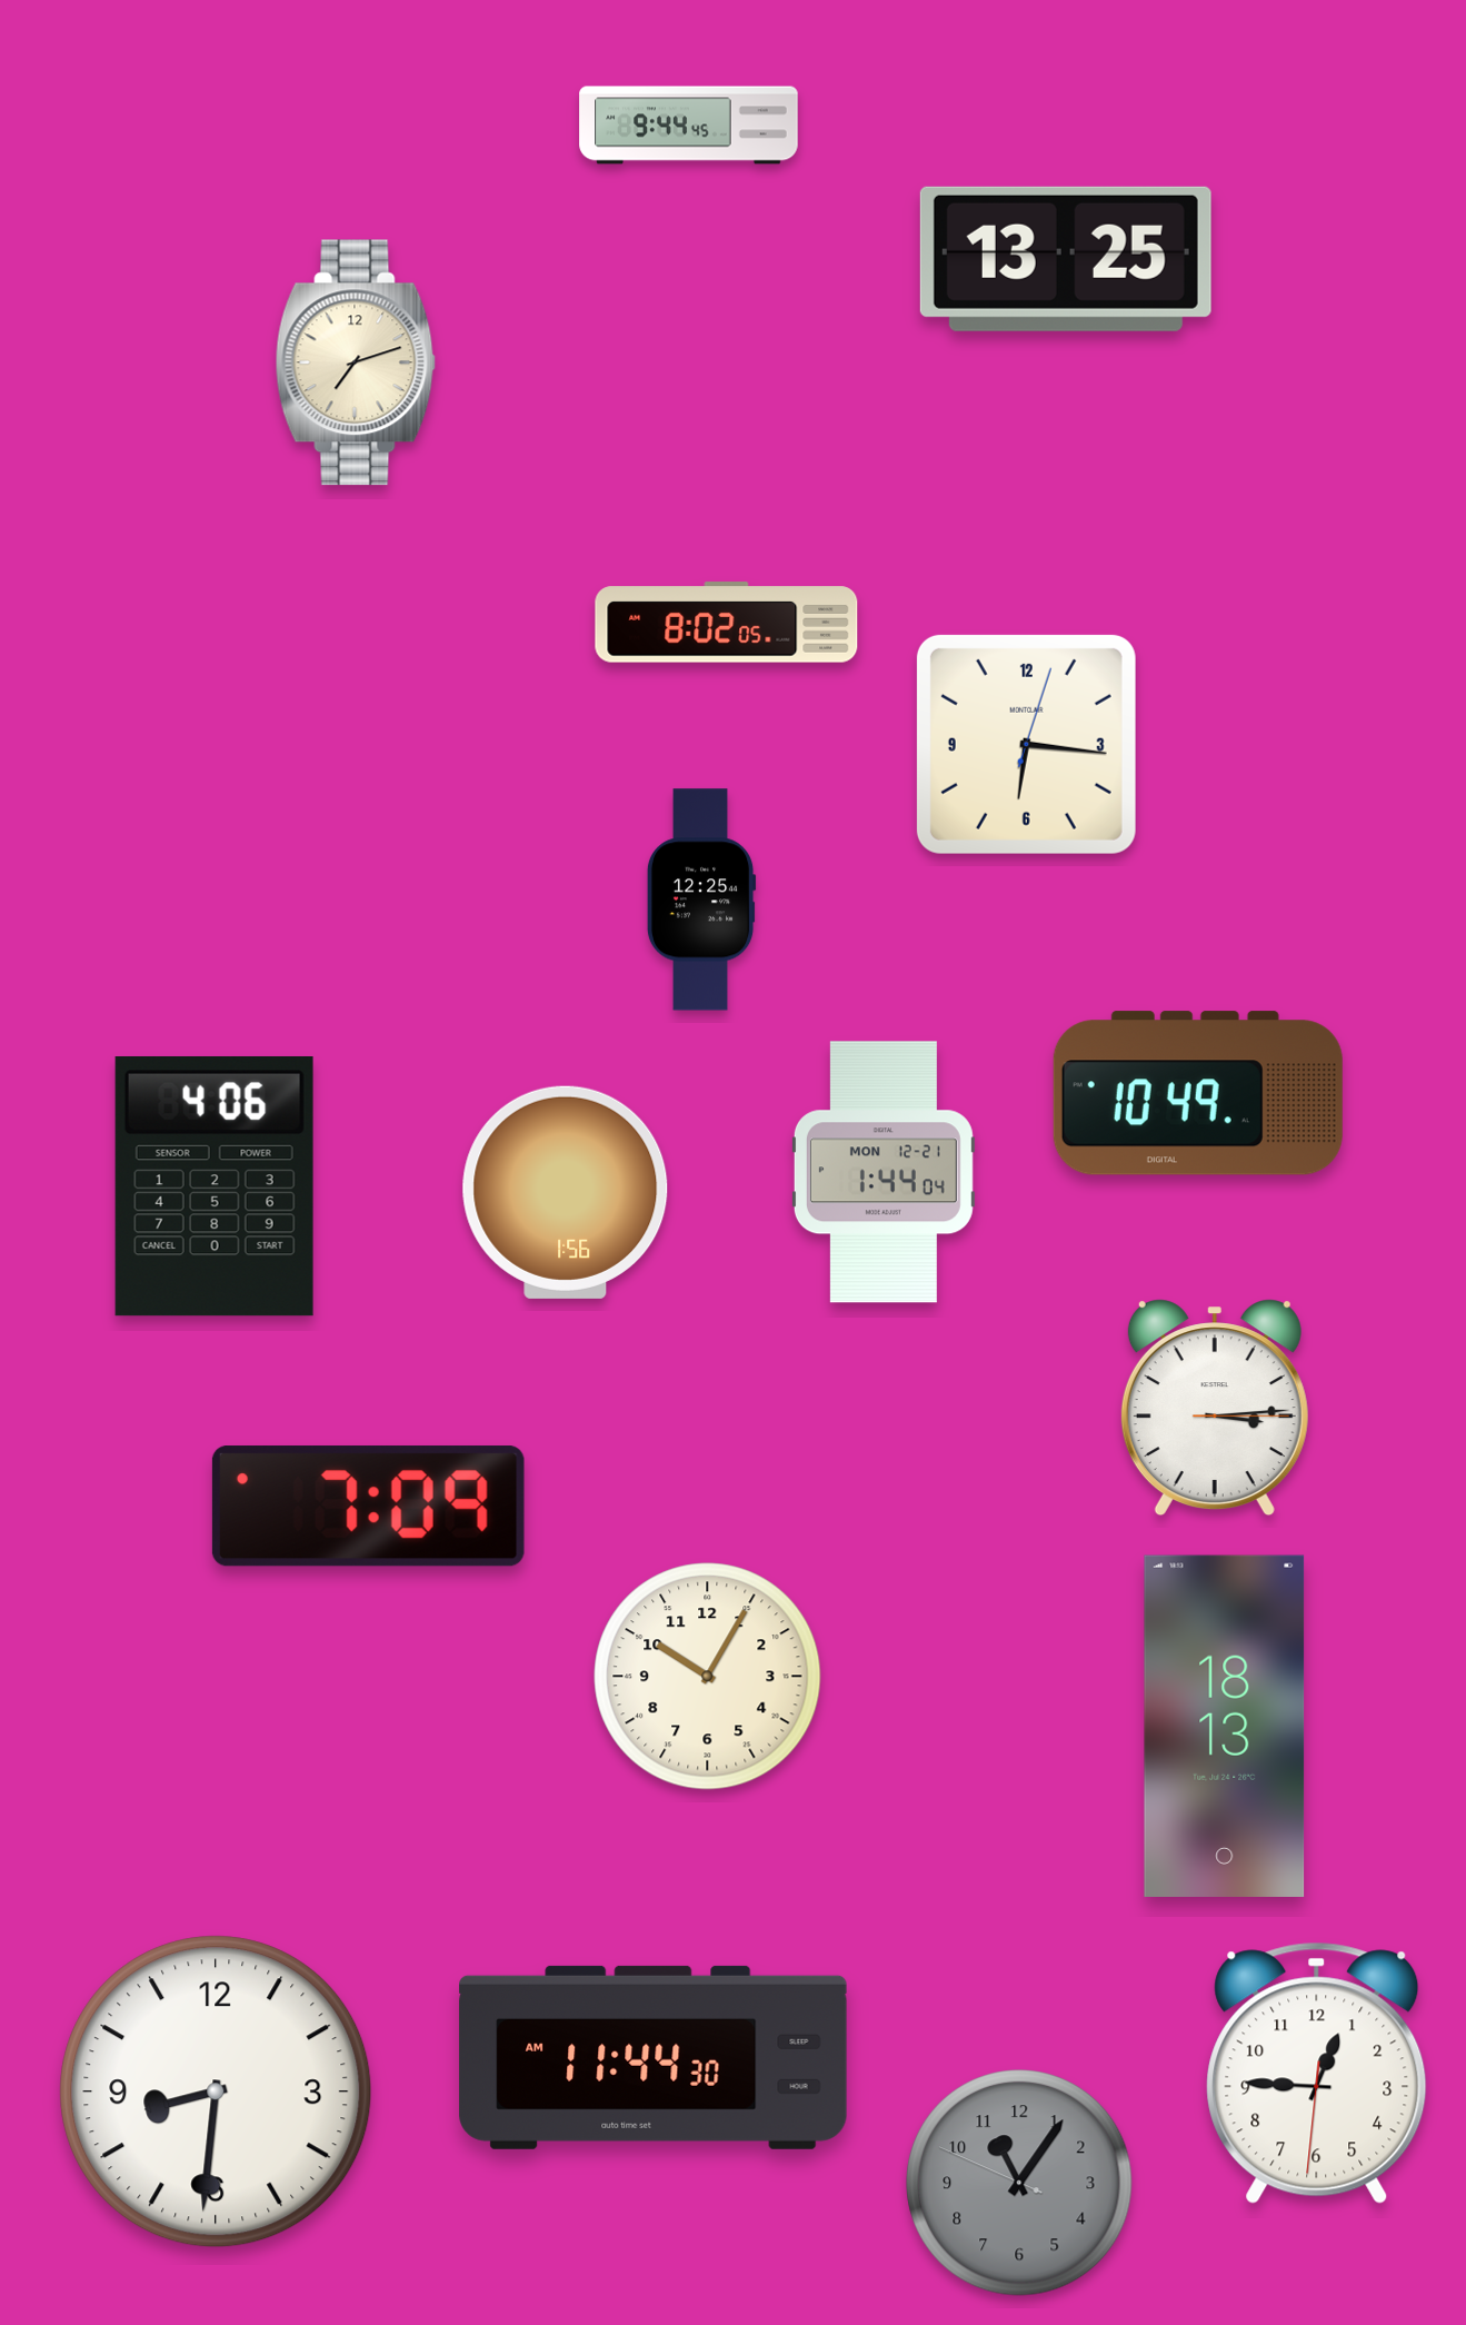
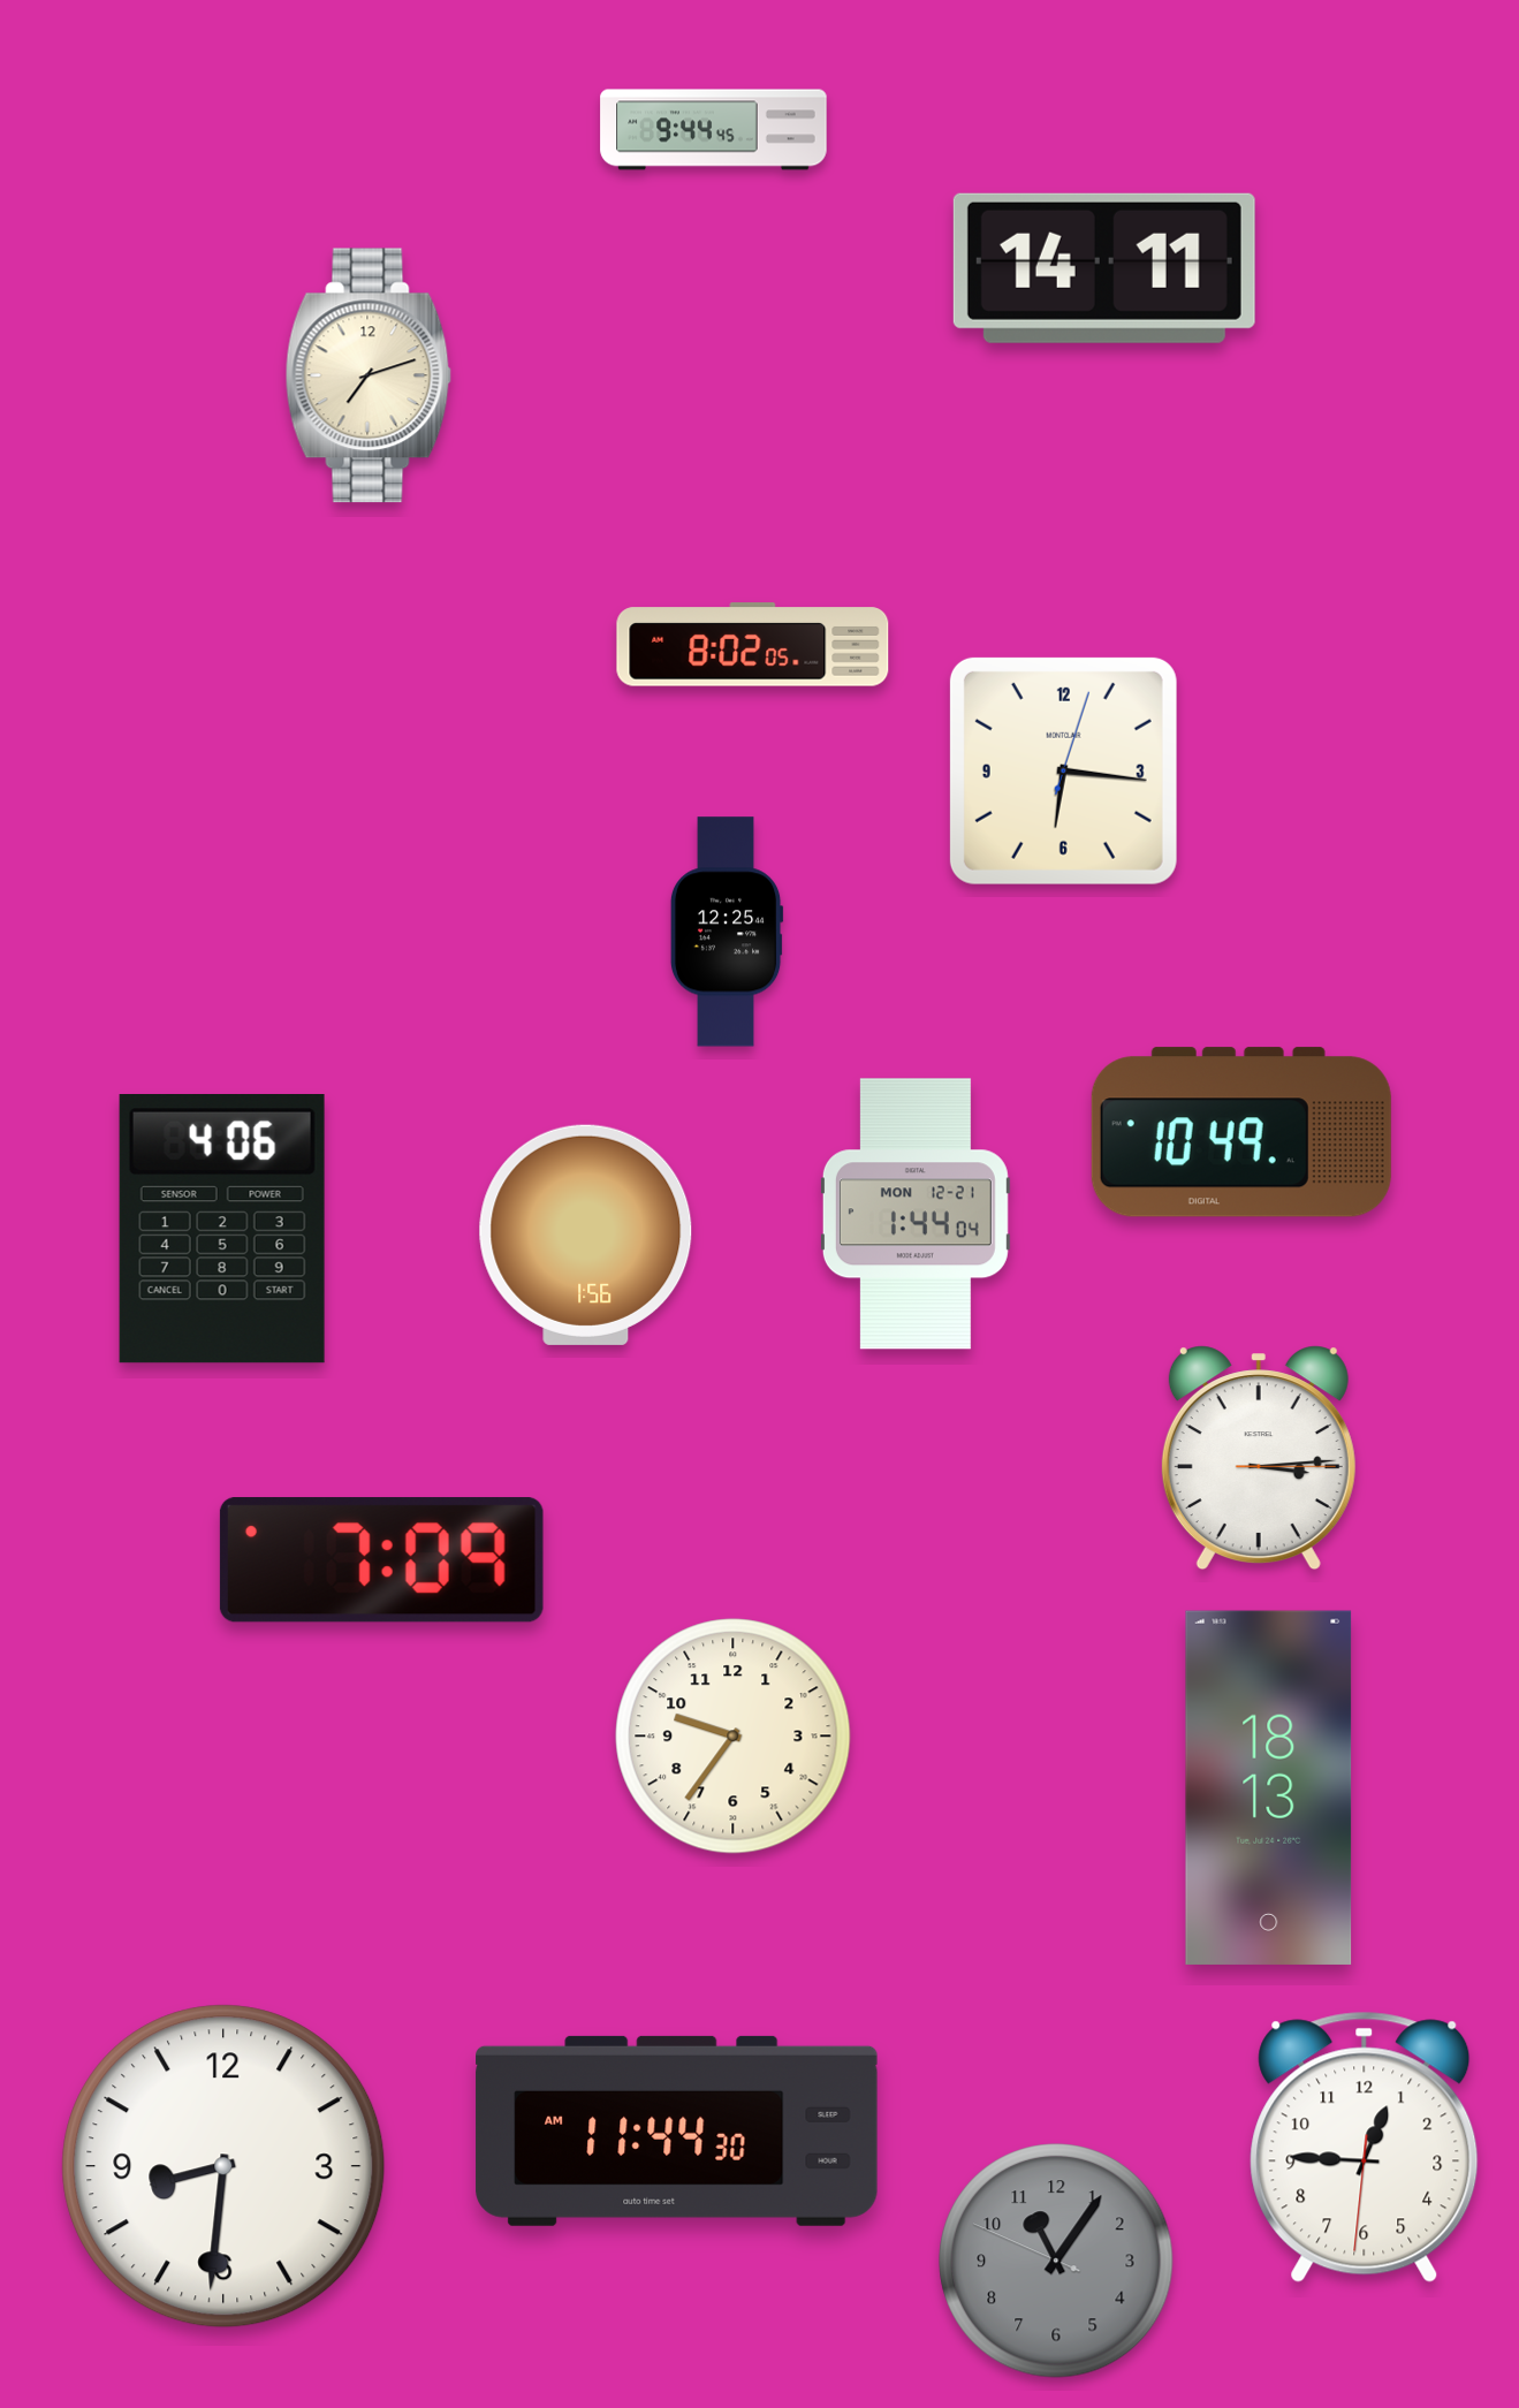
clock at (1066, 259): 13:25 -> 14:11
clock at (708, 1677): 10:05 -> 9:36
